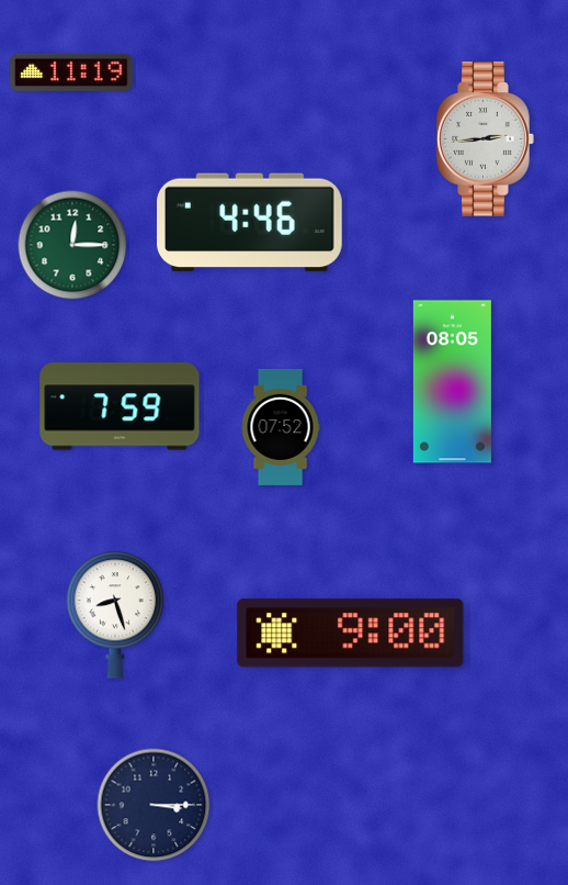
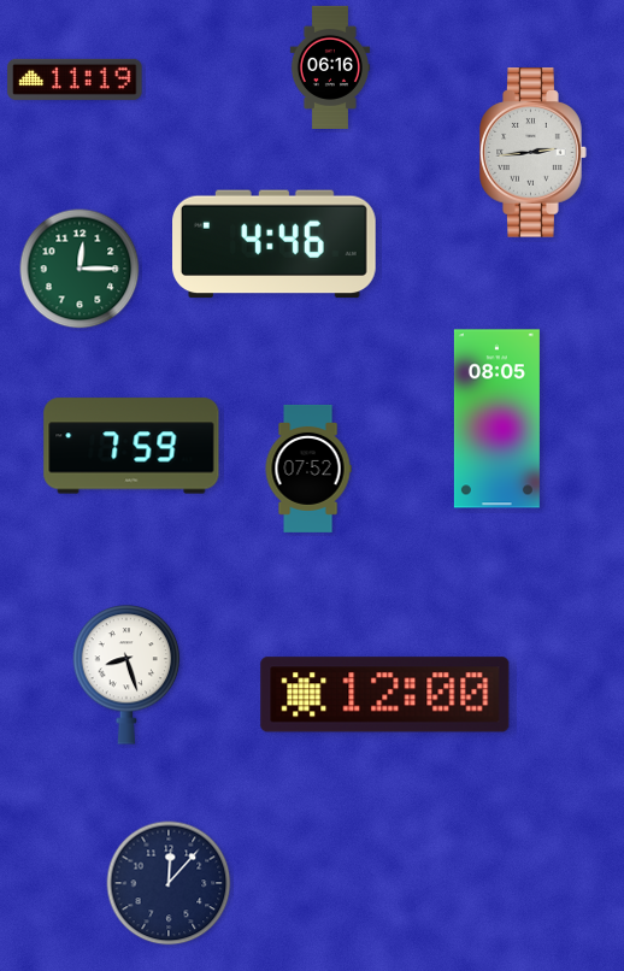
clock at (330, 66): none -> 06:16
clock at (71, 72) position: (71, 72) -> (75, 80)
clock at (351, 634): 9:00 -> 12:00
clock at (154, 805): 3:15 -> 12:07
